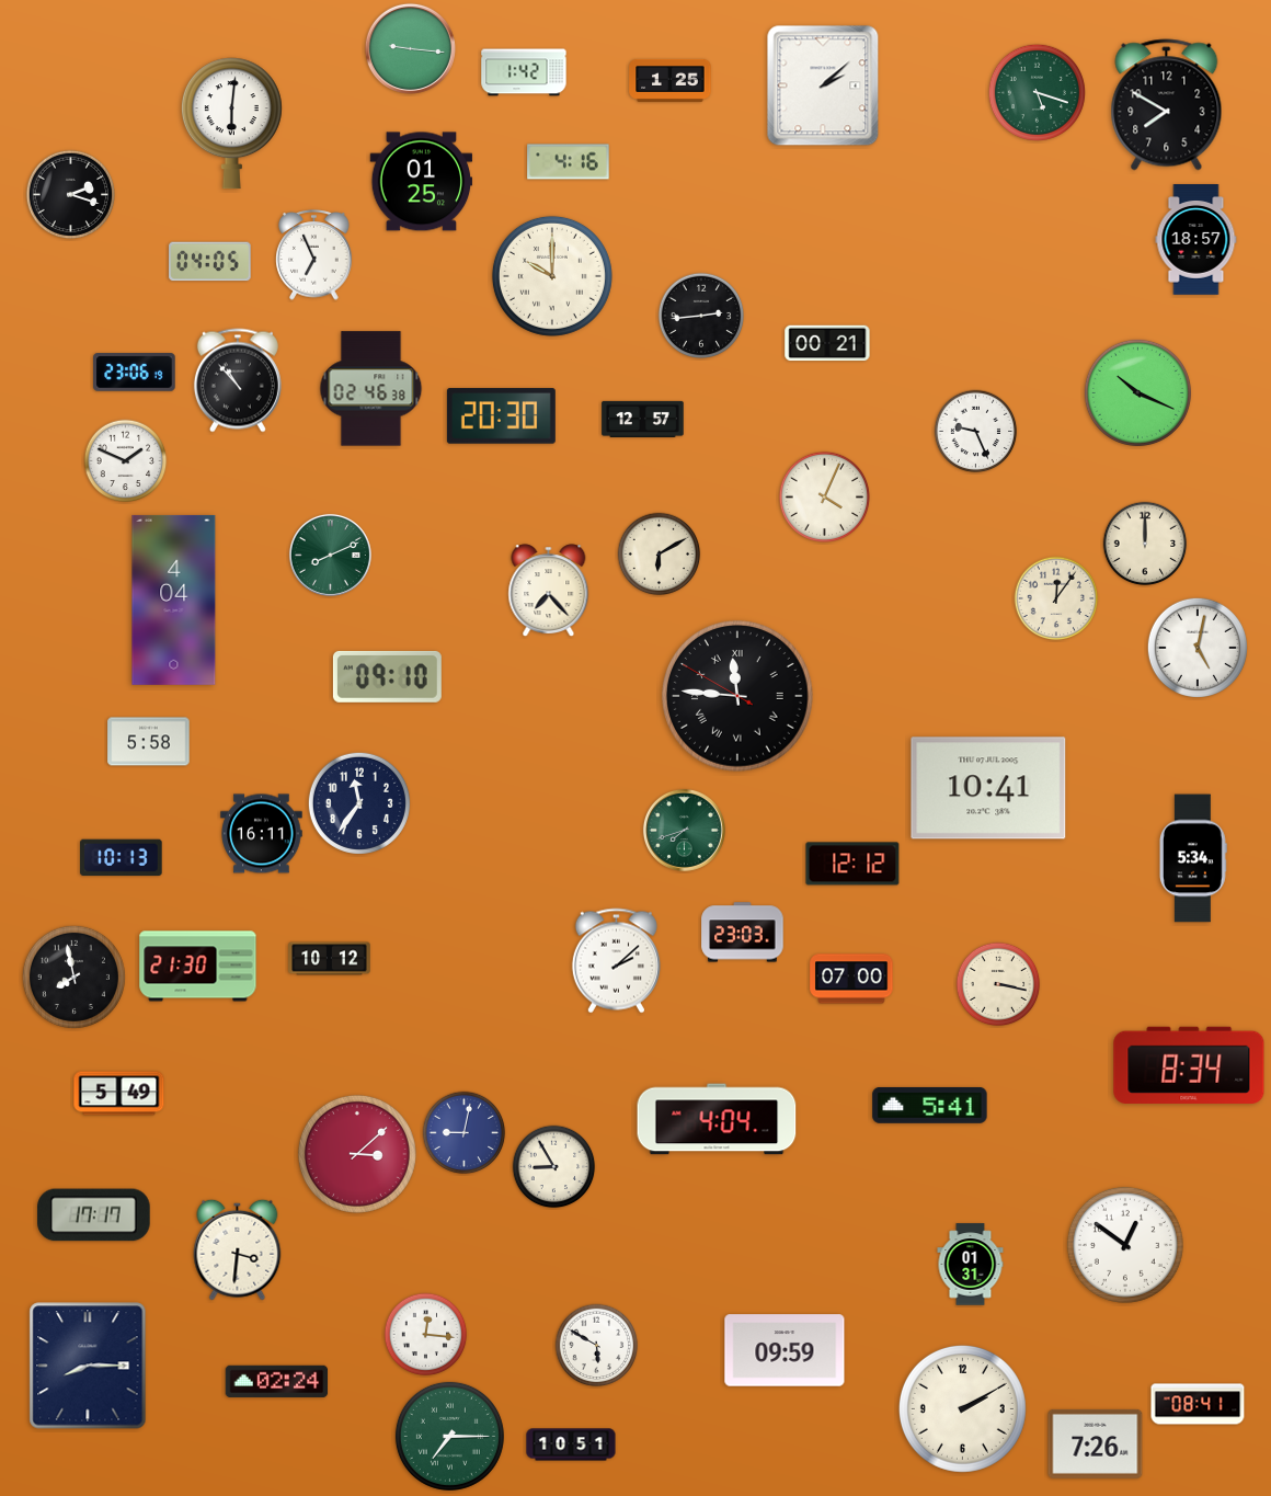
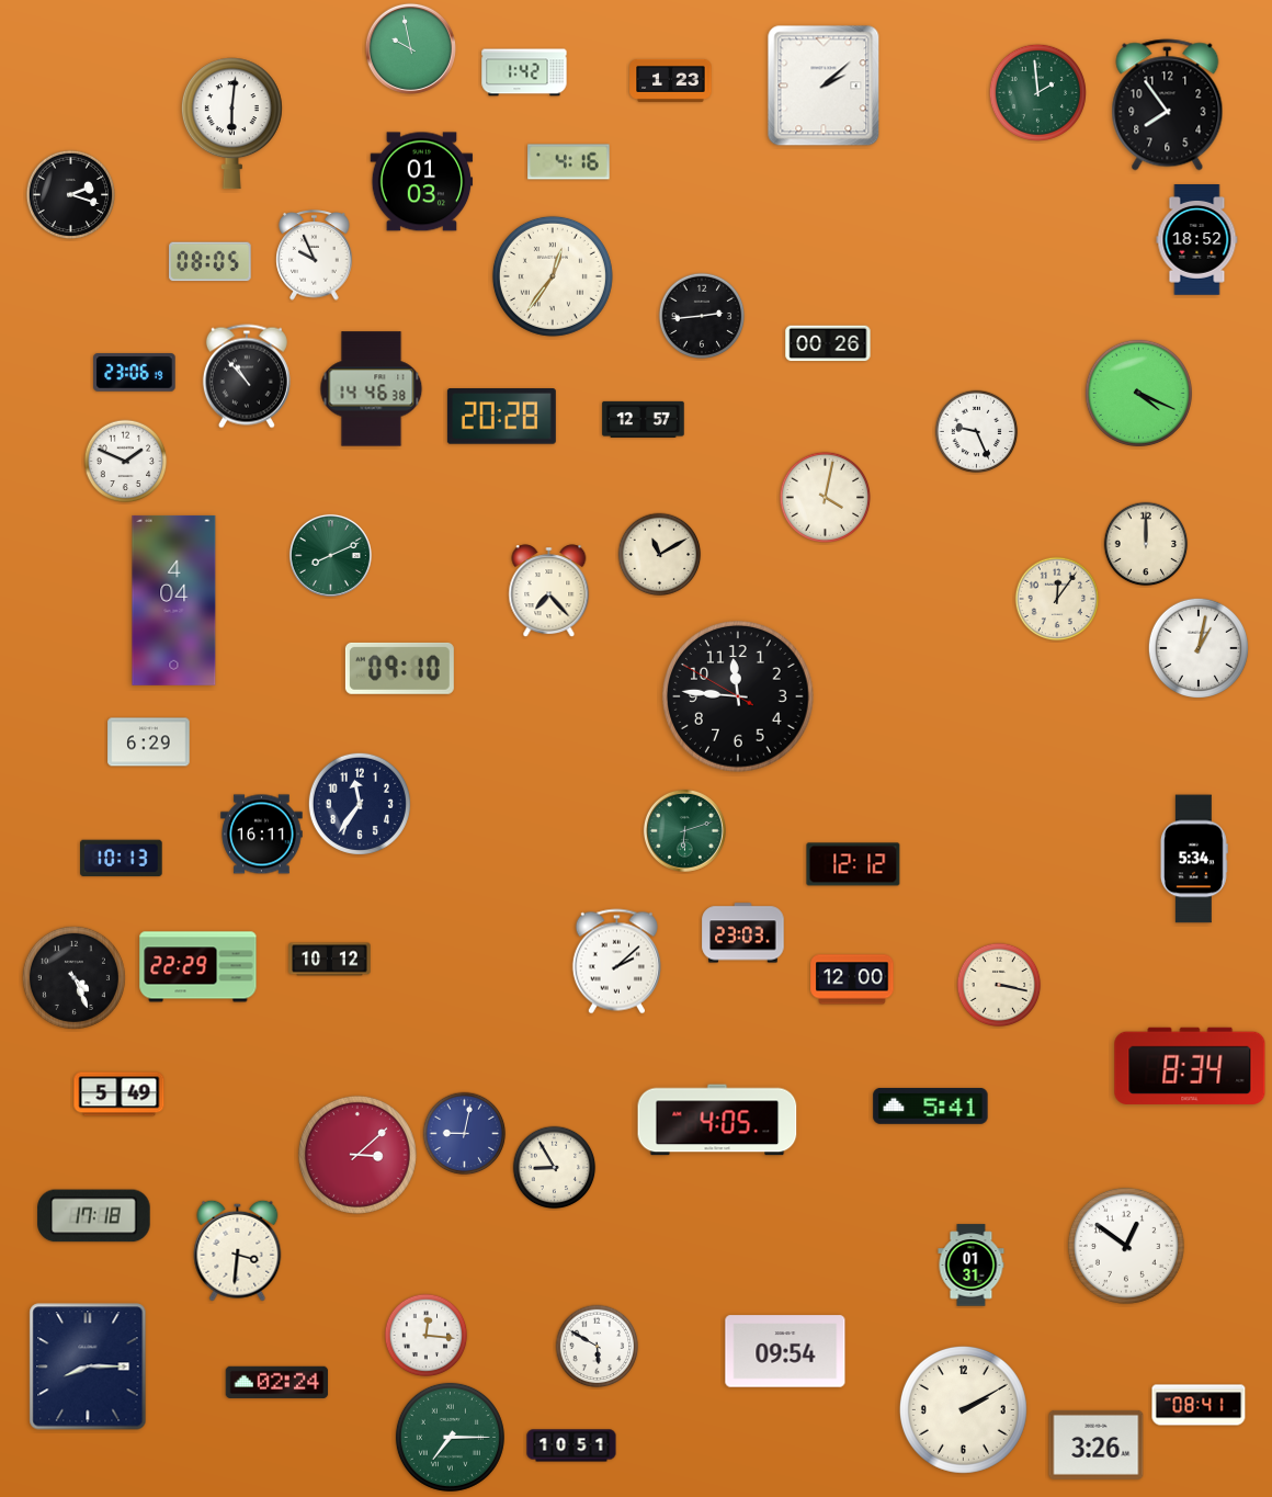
clock at (410, 48): 9:16 -> 9:58
clock at (671, 80): 1:25 -> 1:23
clock at (1037, 92): 5:18 -> 1:59
clock at (1167, 105): 7:50 -> 7:54
clock at (422, 182): 01:25 -> 01:03
clock at (1196, 240): 18:57 -> 18:52
clock at (314, 255): 6:56 -> 9:56
clock at (210, 262): 04:05 -> 08:05
clock at (552, 276): 10:00 -> 12:36
clock at (827, 343): 00:21 -> 00:26
clock at (238, 380) position: (238, 380) -> (247, 376)
clock at (371, 389): 02:46 -> 14:46
clock at (1137, 392): 10:19 -> 4:19
clock at (501, 416): 20:30 -> 20:28
clock at (825, 498): 4:04 -> 4:02
clock at (660, 555): 6:10 -> 11:10
clock at (1198, 648): 5:02 -> 1:02
clock at (387, 676) position: (387, 676) -> (399, 668)
clock at (738, 697) numerals: Roman -> Arabic
clock at (149, 742): 5:58 -> 6:29
clock at (988, 788): 10:41 -> none
clock at (684, 830): 7:42 -> 6:12
clock at (198, 967): 21:30 -> 22:29
clock at (73, 977): 7:58 -> 4:26
clock at (851, 979): 07:00 -> 12:00
clock at (717, 1119): 4:04 -> 4:05
clock at (94, 1215): 17:17 -> 17:18
clock at (785, 1350): 09:59 -> 09:54
clock at (1096, 1443): 7:26 -> 3:26
